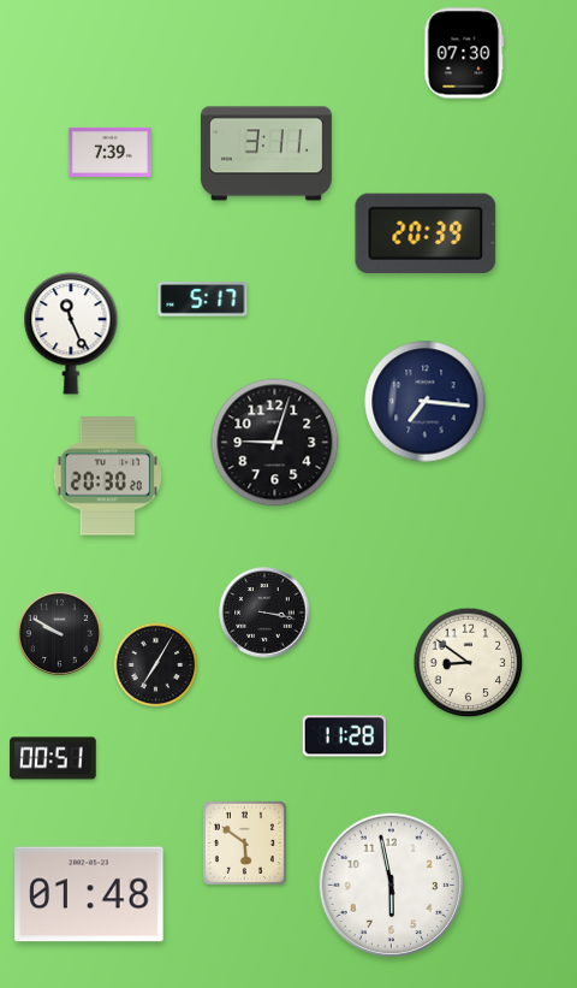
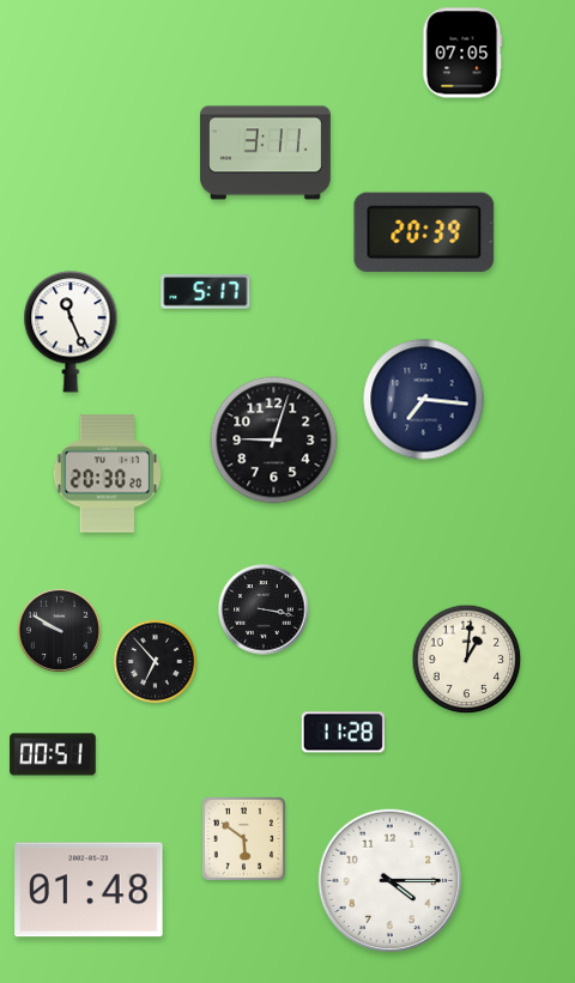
clock at (464, 53): 07:30 -> 07:05
clock at (109, 152): 7:39 -> none
clock at (203, 300) position: (203, 300) -> (206, 292)
clock at (469, 663): 8:51 -> 1:01
clock at (156, 665): 7:05 -> 6:53
clock at (392, 886): 5:58 -> 4:15
